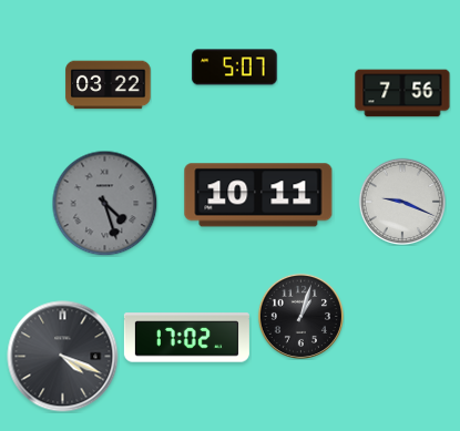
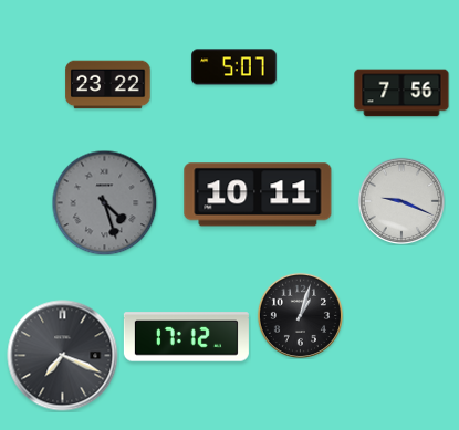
clock at (109, 85): 03:22 -> 23:22
clock at (186, 338): 17:02 -> 17:12
clock at (63, 357): 4:19 -> 7:19
